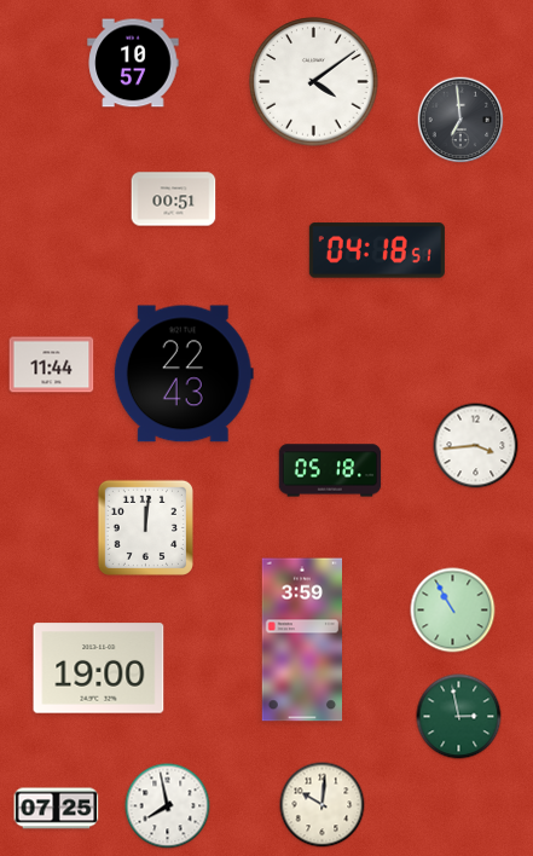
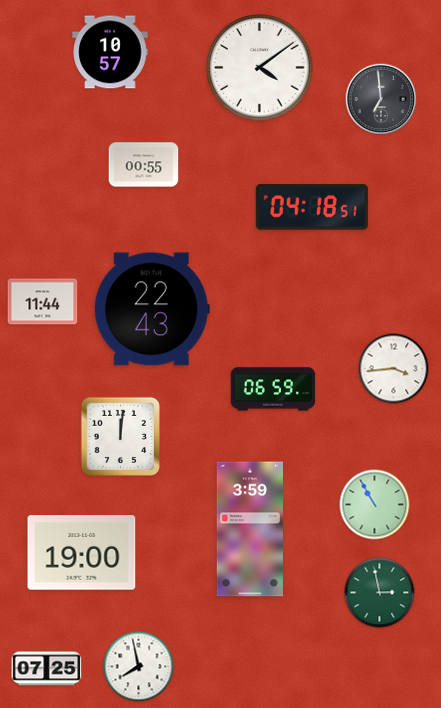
clock at (174, 199): 00:51 -> 00:55
clock at (330, 470): 05:18 -> 06:59
clock at (323, 805): 10:01 -> none
